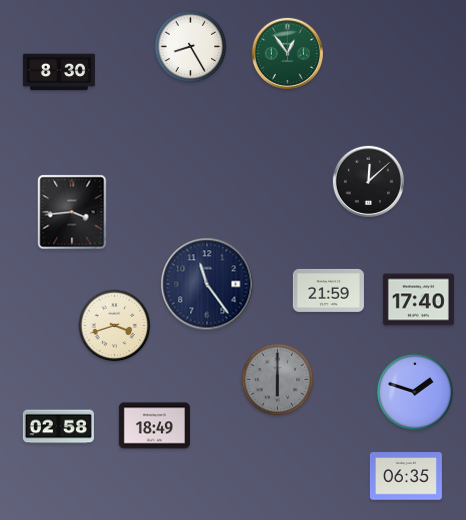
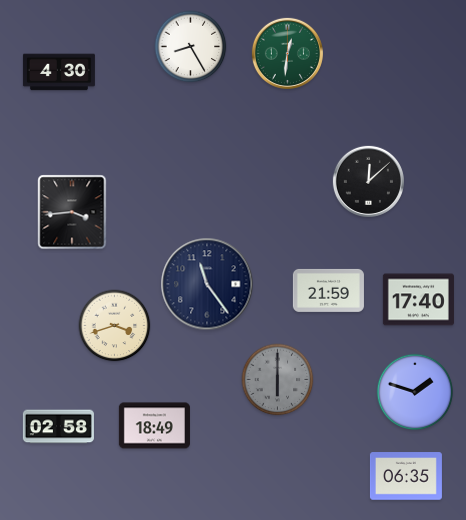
clock at (287, 53): 12:54 -> 12:31
clock at (59, 72): 8:30 -> 4:30
